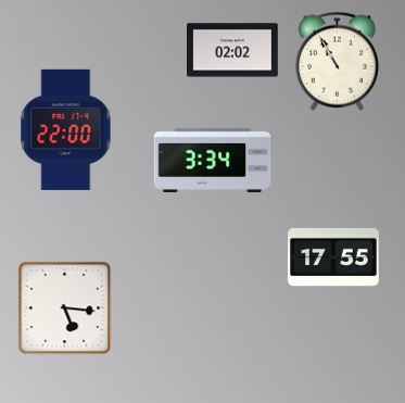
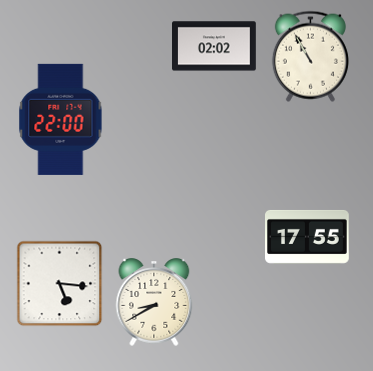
clock at (213, 160): 3:34 -> none
clock at (154, 302): none -> 8:40
